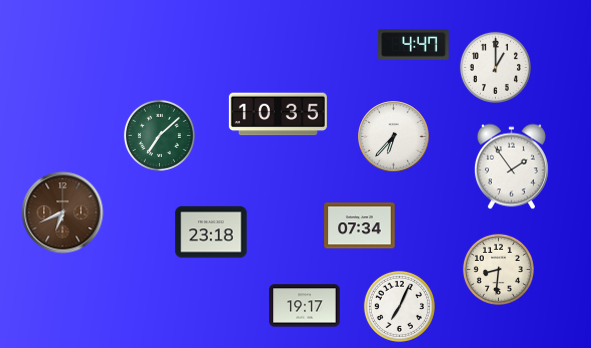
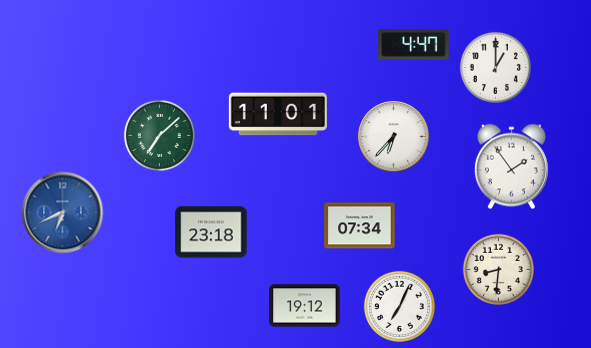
clock at (278, 114): 10:35 -> 11:01
clock at (63, 213) dial: brown -> blue
clock at (305, 306): 19:17 -> 19:12
